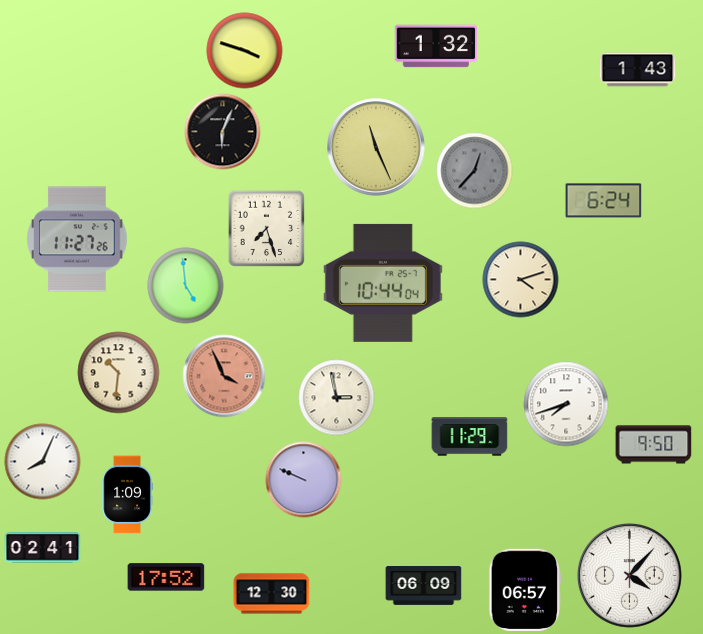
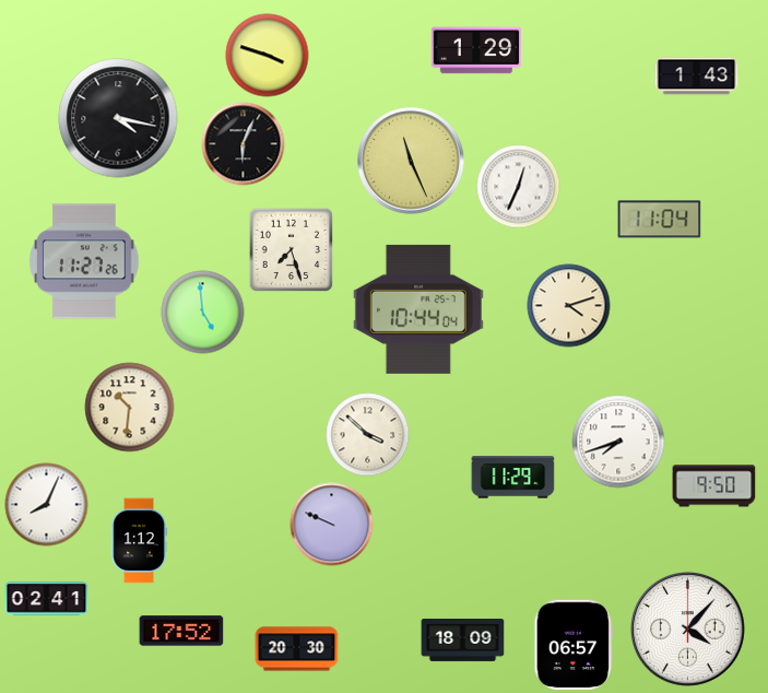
clock at (436, 46): 1:32 -> 1:29
clock at (118, 118): none -> 4:17
clock at (475, 171): 12:37 -> 12:34
clock at (475, 171) dial: grey -> white
clock at (604, 201): 6:24 -> 11:04
clock at (224, 376): 3:56 -> none
clock at (337, 398): 2:58 -> 3:52
clock at (127, 495): 1:09 -> 1:12
clock at (424, 586): 06:09 -> 18:09
clock at (272, 594): 12:30 -> 20:30
